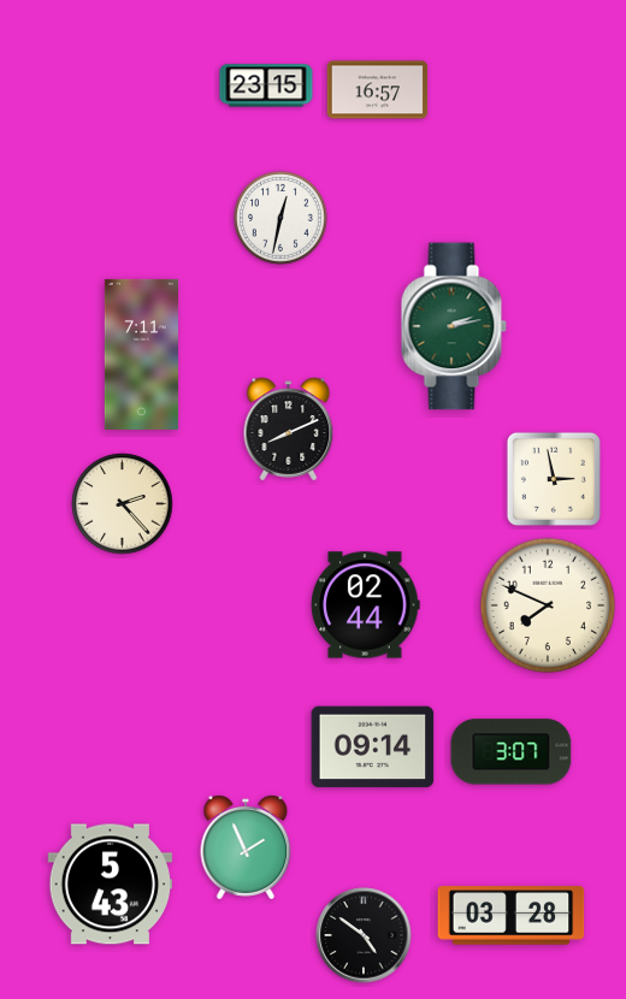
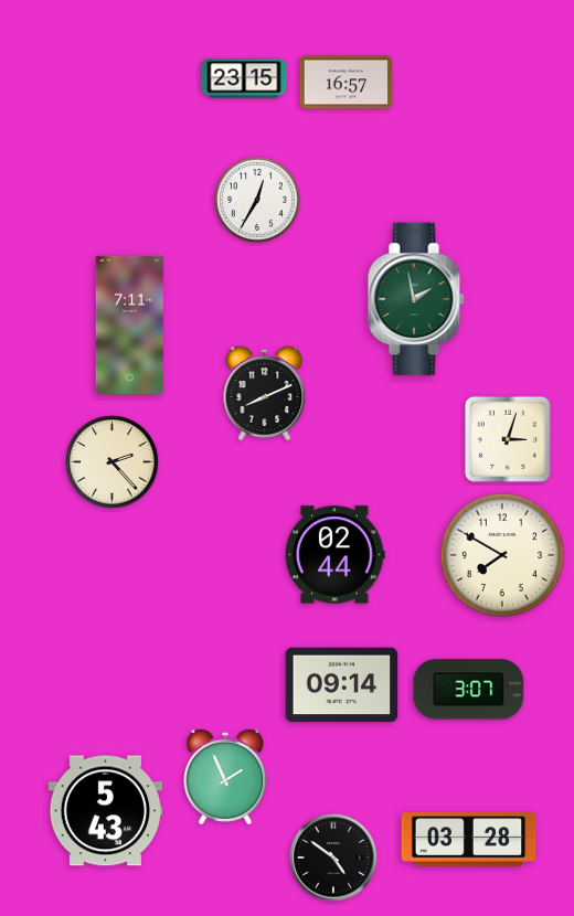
clock at (282, 219): 12:32 -> 12:35
clock at (454, 326): 2:13 -> 1:58
clock at (554, 479): 2:58 -> 3:03
clock at (548, 605): 7:49 -> 7:50
clock at (111, 885) position: (111, 885) -> (106, 811)
